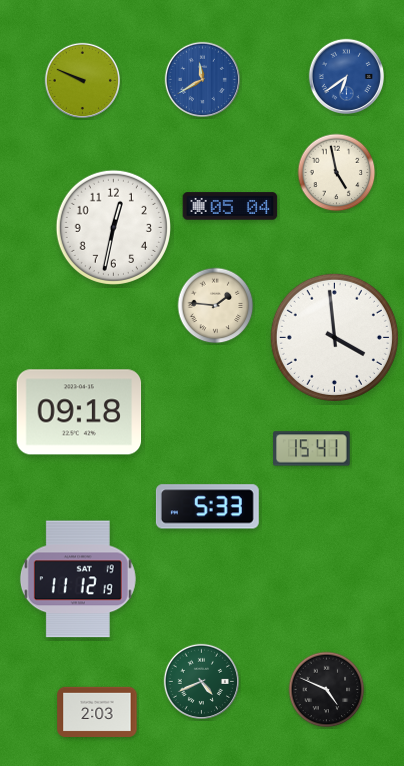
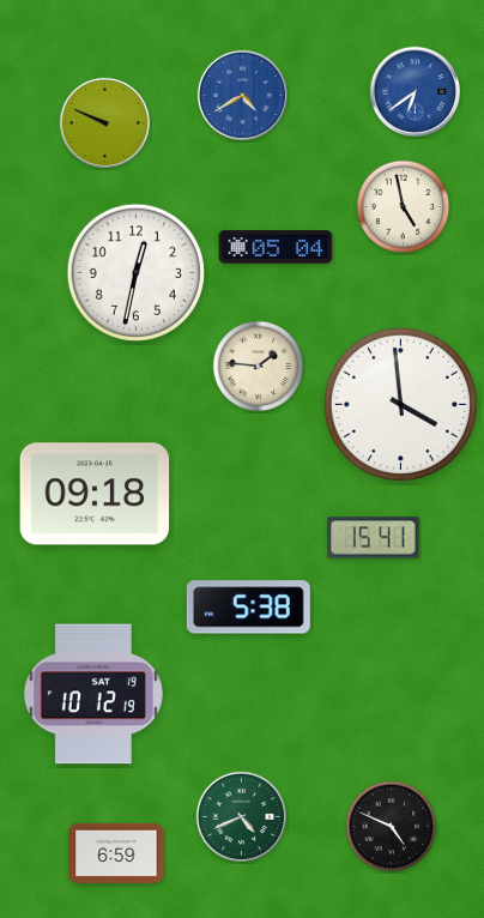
clock at (202, 79): 11:40 -> 4:40
clock at (82, 80) position: (82, 80) -> (104, 122)
clock at (207, 507): 5:33 -> 5:38
clock at (78, 579): 11:12 -> 10:12
clock at (97, 712): 2:03 -> 6:59
